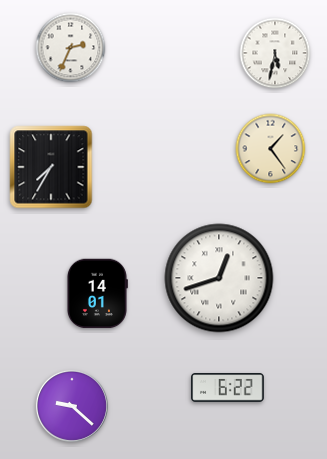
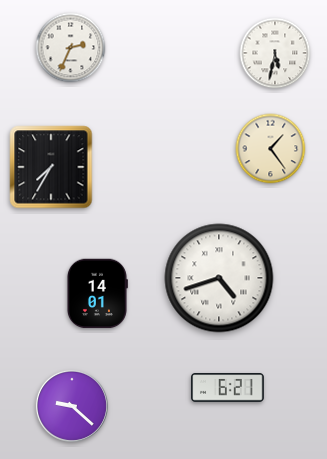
clock at (219, 278): 12:42 -> 4:42
clock at (228, 388): 6:22 -> 6:21
